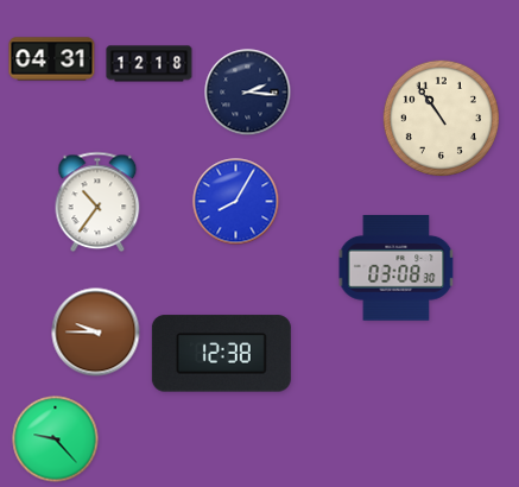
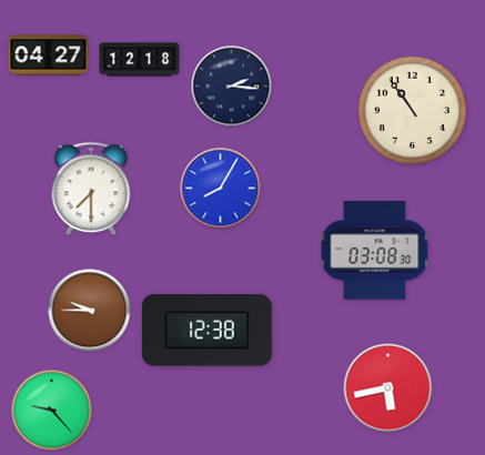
clock at (52, 59): 04:31 -> 04:27
clock at (97, 202): 10:36 -> 7:30
clock at (397, 268) position: (397, 268) -> (375, 251)
clock at (388, 388): none -> 5:43
